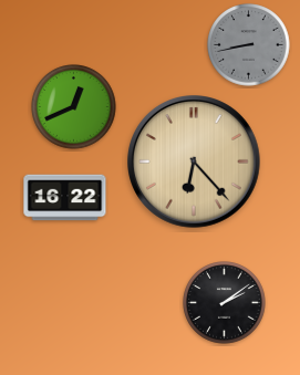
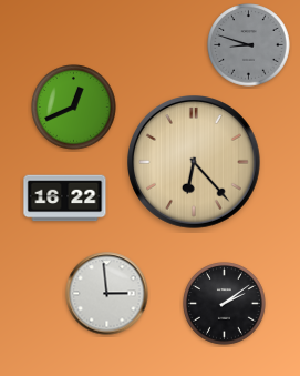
clock at (249, 45): 8:43 -> 8:48
clock at (107, 294): none -> 2:59
